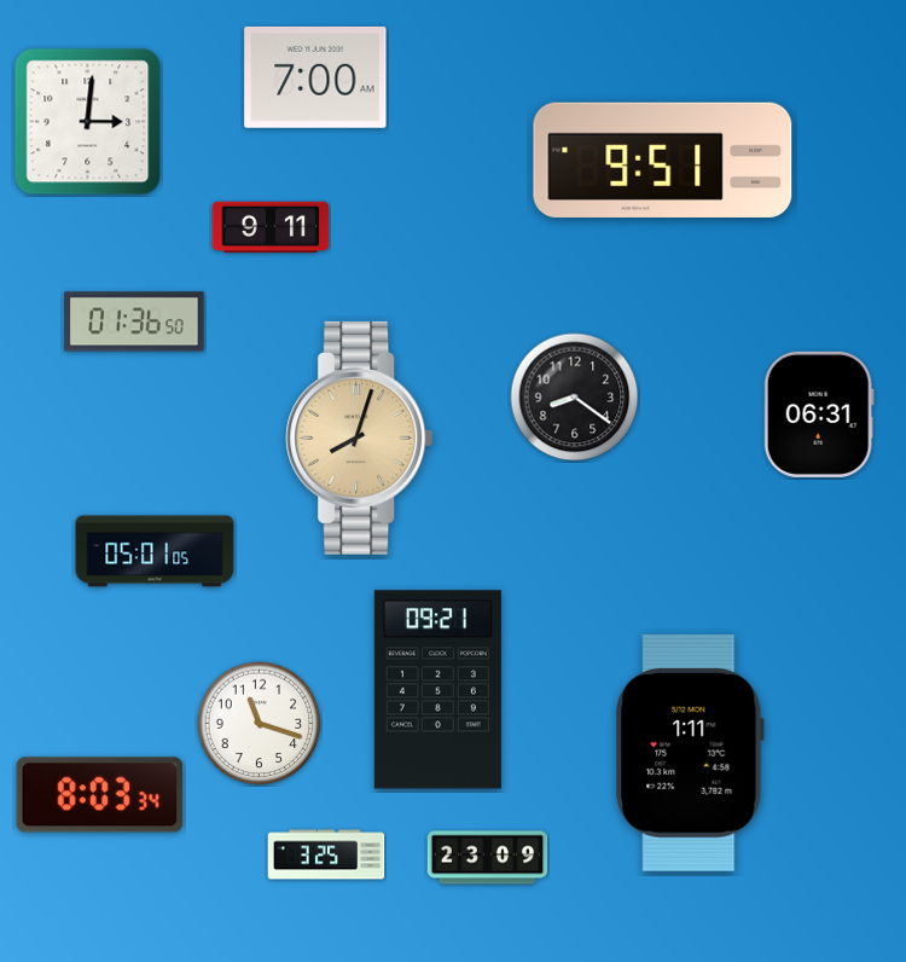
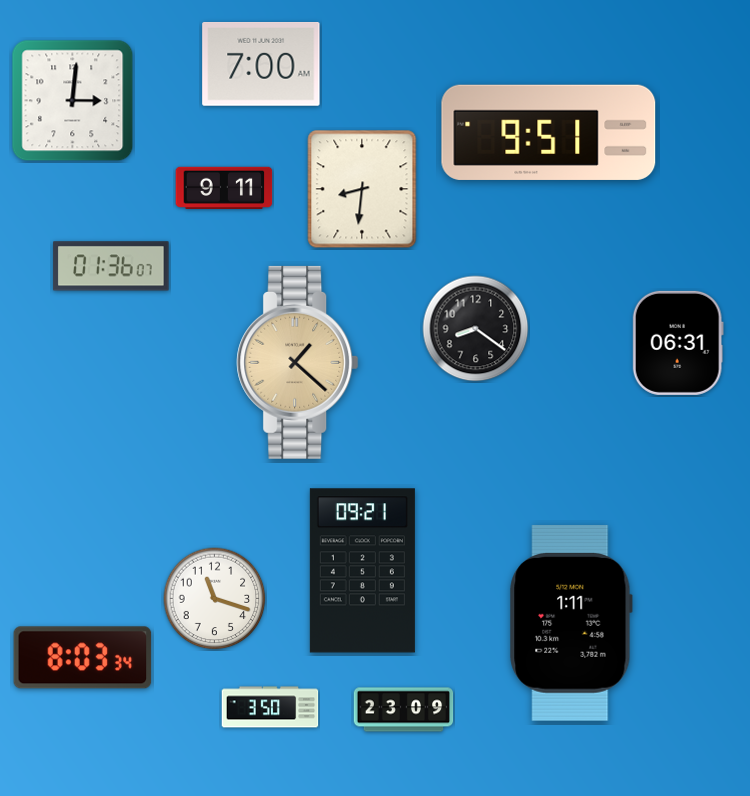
clock at (362, 189): none -> 8:31
clock at (134, 321): 01:36:50 -> 01:36:07
clock at (360, 437): 8:03 -> 1:22
clock at (155, 551): 05:01 -> none
clock at (326, 854): 3:25 -> 3:50
